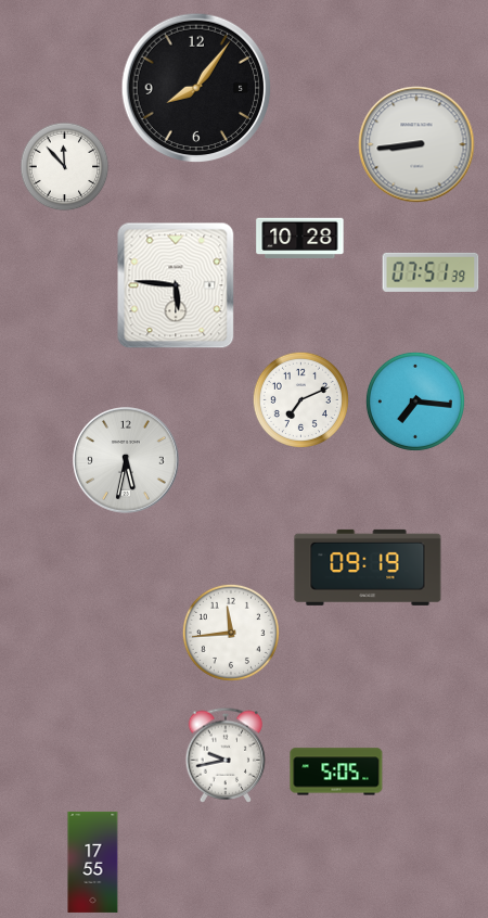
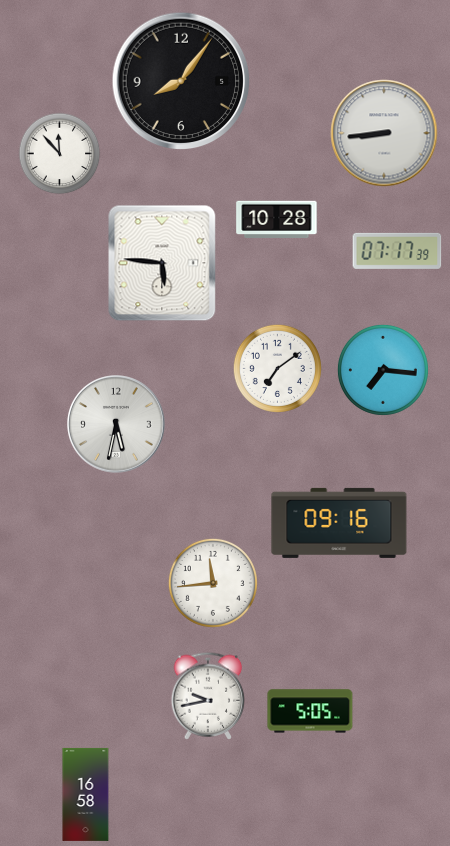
clock at (431, 272): 07:51 -> 07:17
clock at (300, 399): 7:11 -> 7:09
clock at (368, 568): 09:19 -> 09:16
clock at (93, 862): 17:55 -> 16:58
